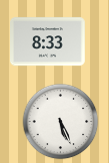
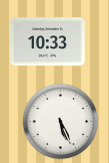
clock at (48, 42): 8:33 -> 10:33
